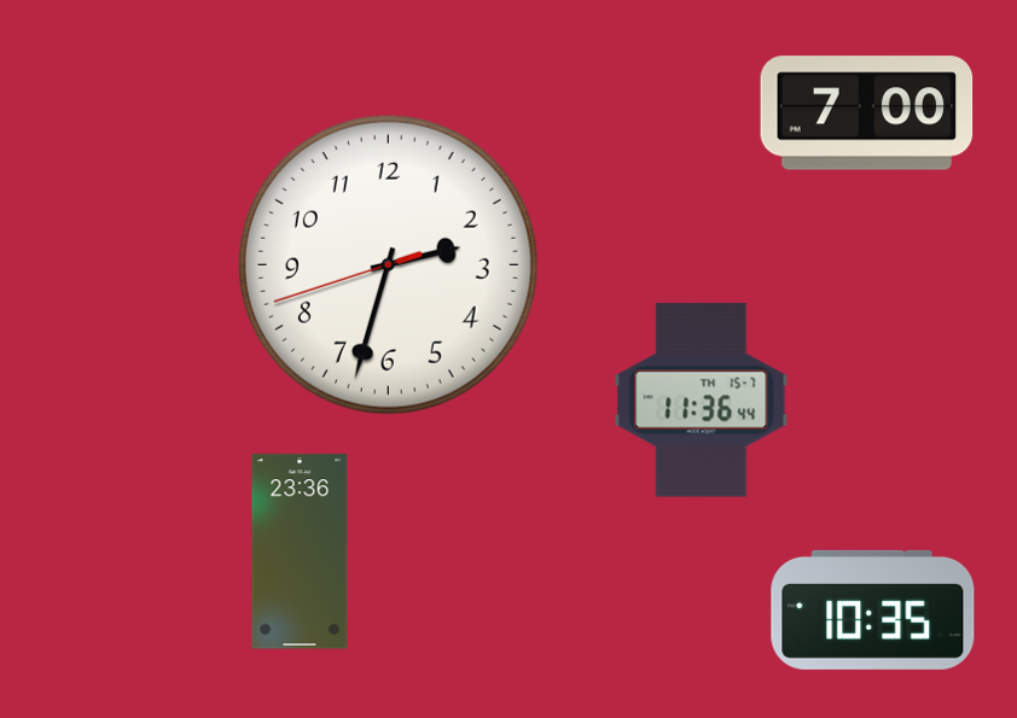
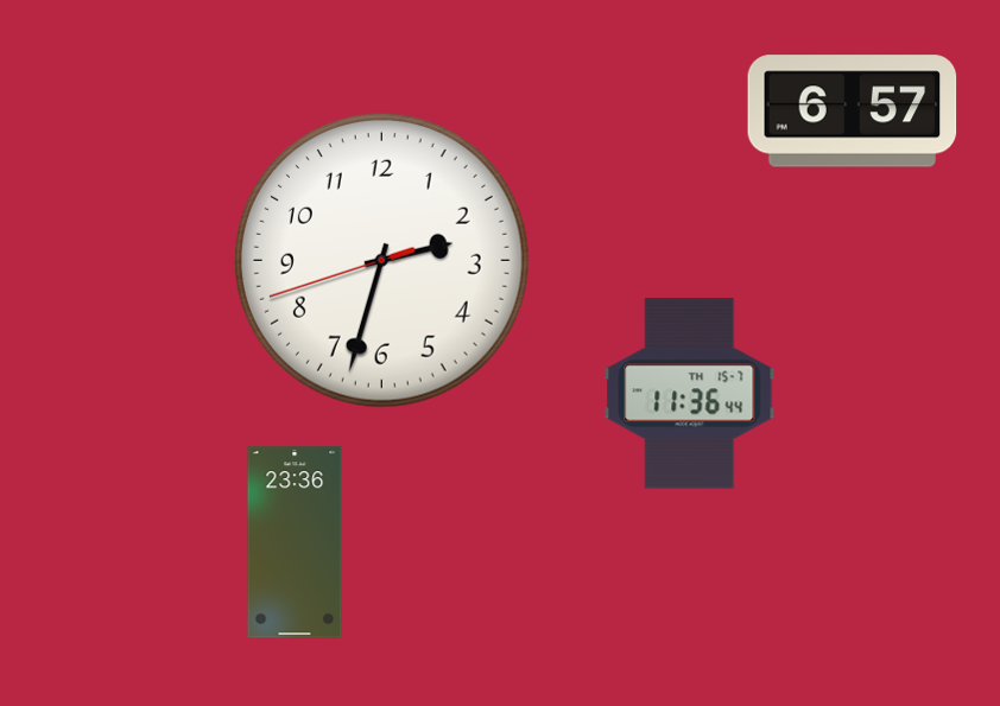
clock at (867, 113): 7:00 -> 6:57
clock at (873, 609): 10:35 -> none
